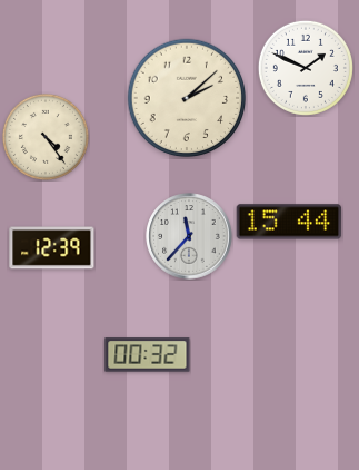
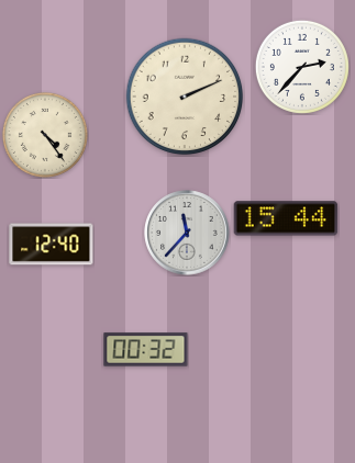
clock at (306, 68): 1:49 -> 2:37
clock at (187, 98): 2:08 -> 2:11
clock at (52, 248): 12:39 -> 12:40
